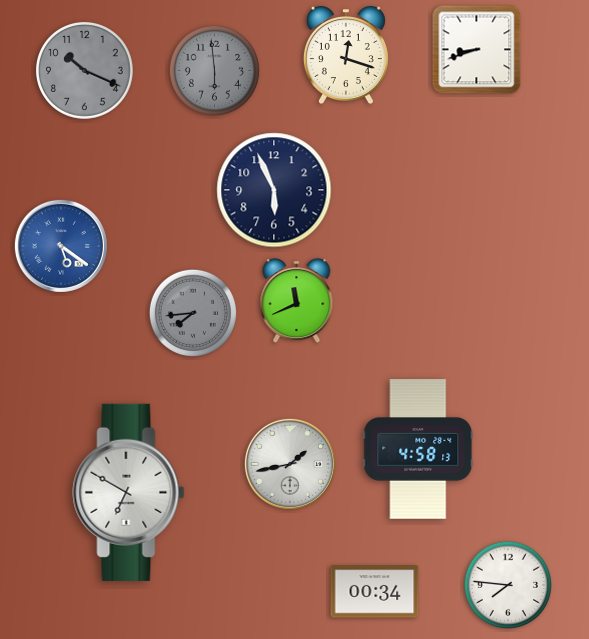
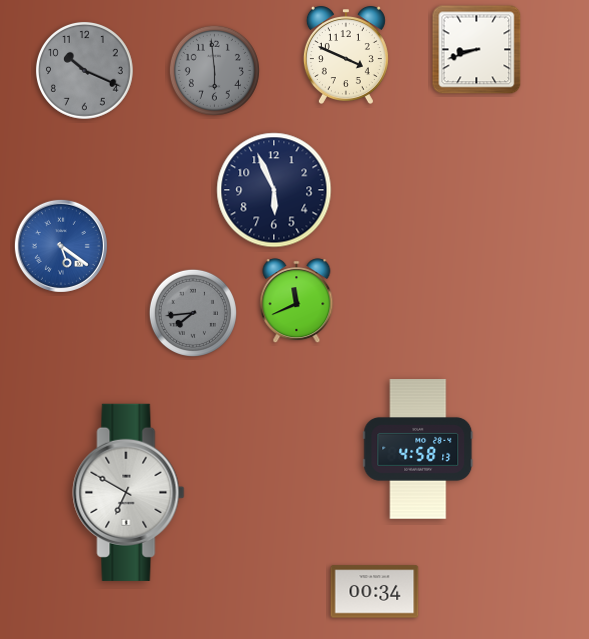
clock at (346, 56): 12:18 -> 3:49
clock at (290, 464): 1:43 -> none
clock at (507, 584): 7:46 -> none
